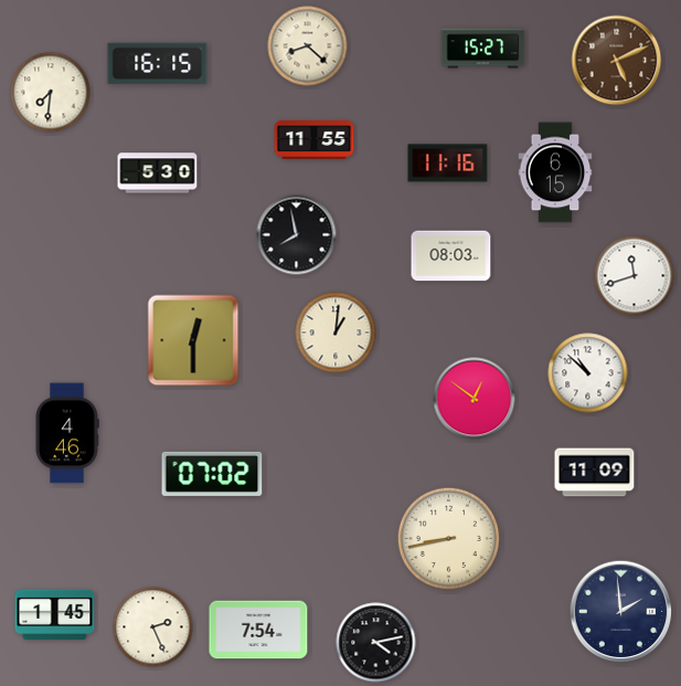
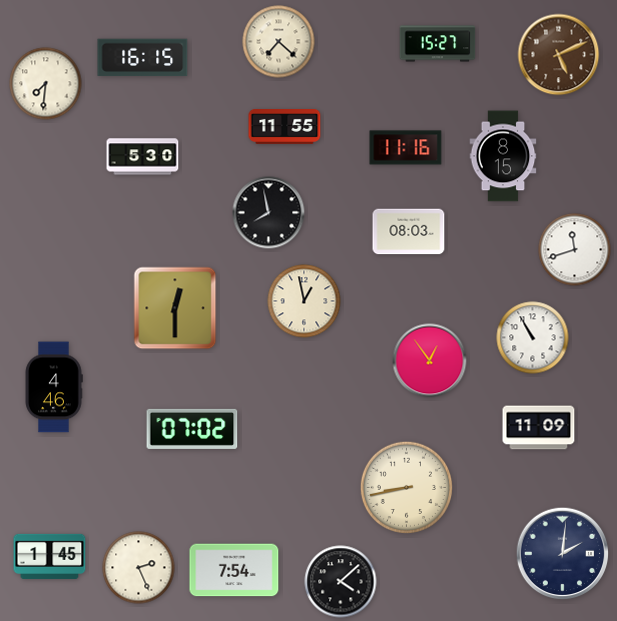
clock at (308, 46): 8:22 -> 7:22
clock at (555, 172): 6:15 -> 8:15
clock at (336, 333): 1:01 -> 12:58
clock at (588, 373): 10:52 -> 10:55
clock at (475, 399): 12:51 -> 12:54
clock at (67, 433) position: (67, 433) -> (54, 387)
clock at (621, 612): 1:59 -> 2:01
clock at (376, 643): 4:13 -> 4:08
